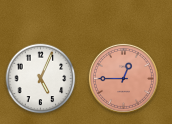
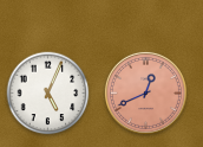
clock at (123, 78): 12:45 -> 12:41
